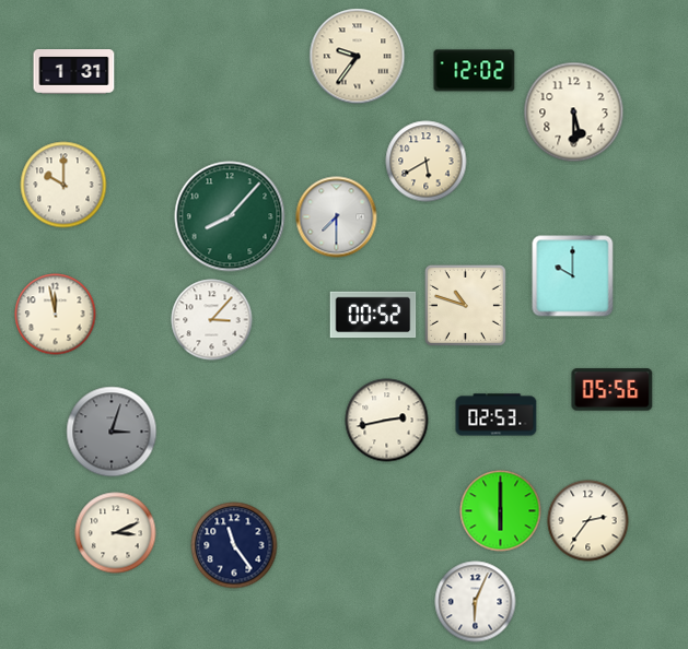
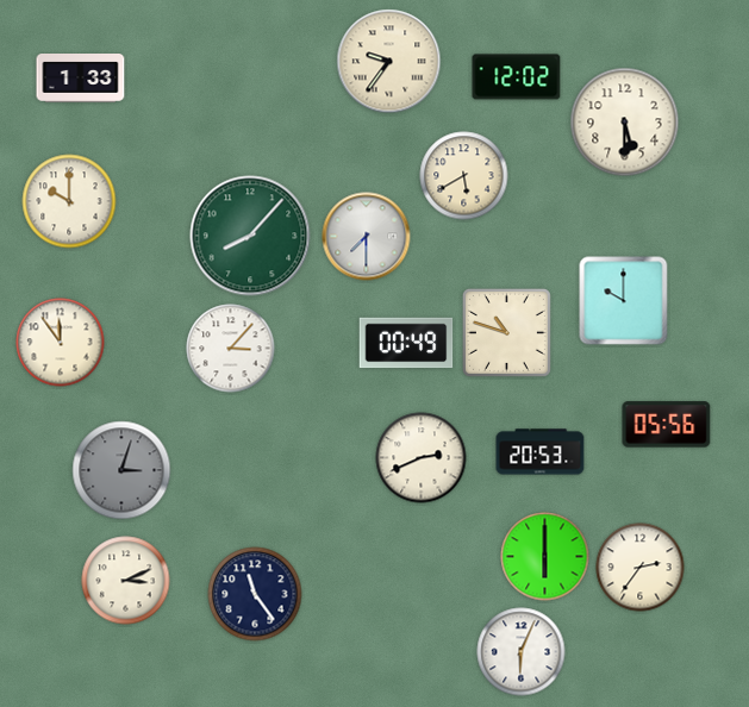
clock at (74, 72): 1:31 -> 1:33
clock at (56, 315): 11:58 -> 11:54
clock at (373, 315): 00:52 -> 00:49
clock at (497, 415): 02:53 -> 20:53
clock at (387, 421): 2:43 -> 2:41
clock at (476, 602) position: (476, 602) -> (522, 652)
